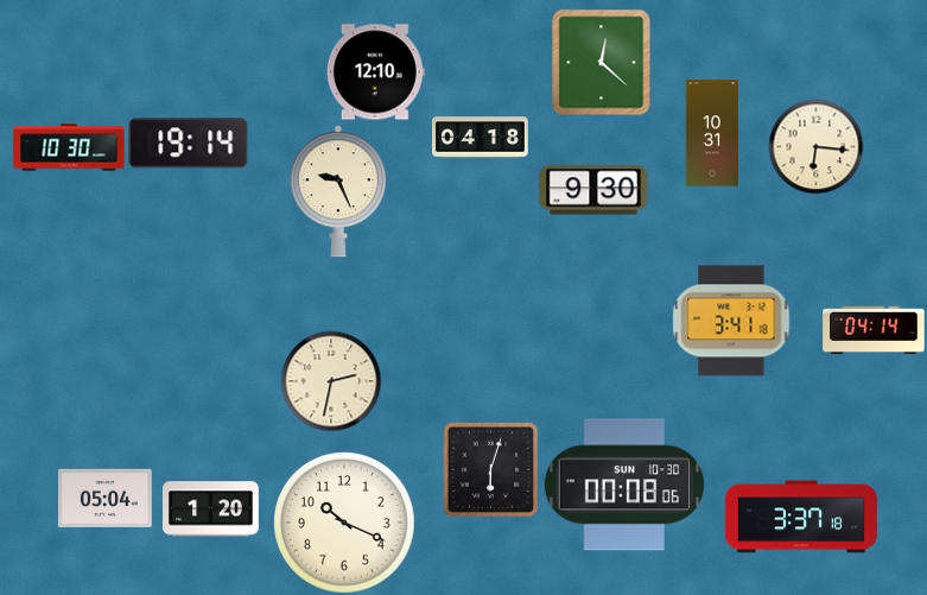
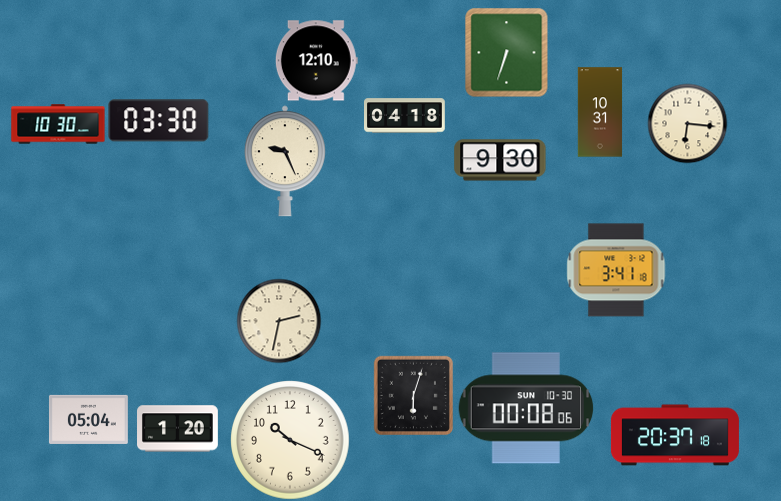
clock at (602, 62): 12:22 -> 6:33
clock at (189, 144): 19:14 -> 03:30
clock at (874, 330): 04:14 -> none
clock at (801, 517): 3:37 -> 20:37
